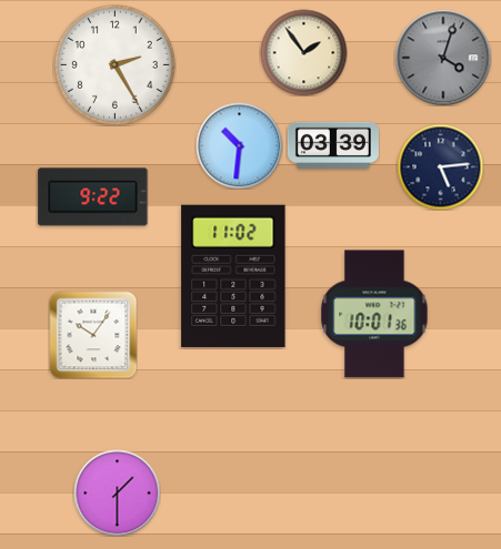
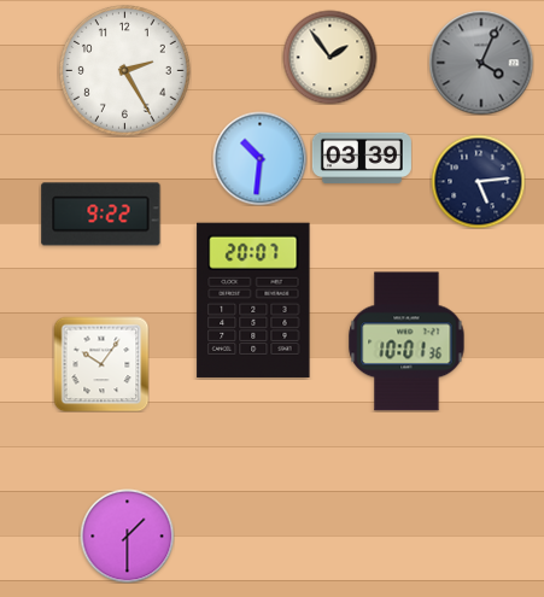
clock at (443, 58): 4:03 -> 4:04
clock at (233, 275): 11:02 -> 20:07
